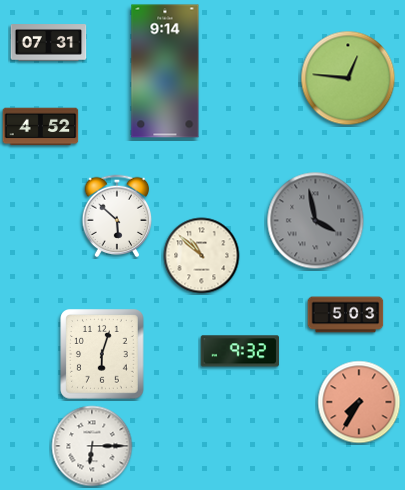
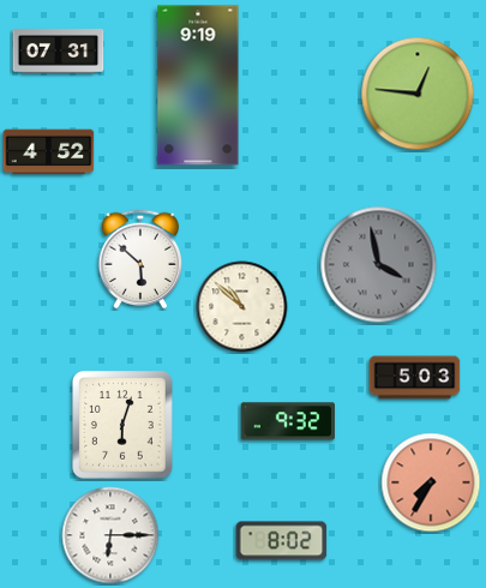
clock at (165, 71): 9:14 -> 9:19
clock at (282, 541): none -> 8:02
